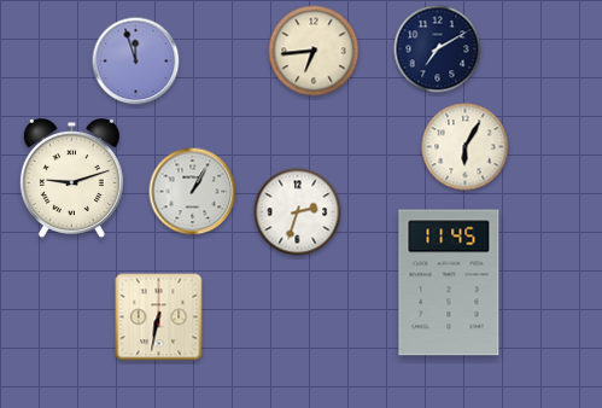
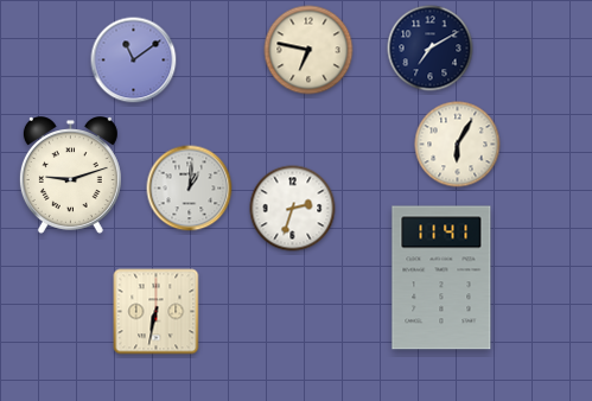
clock at (314, 51): 6:44 -> 6:47
clock at (136, 62): 11:57 -> 11:09
clock at (193, 192): 1:05 -> 1:01
clock at (449, 282): 11:45 -> 11:41
